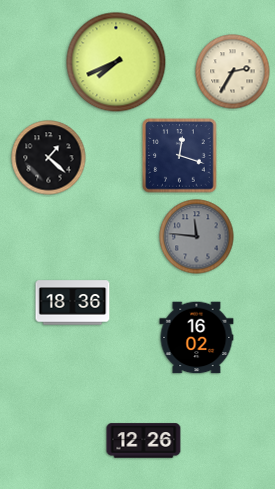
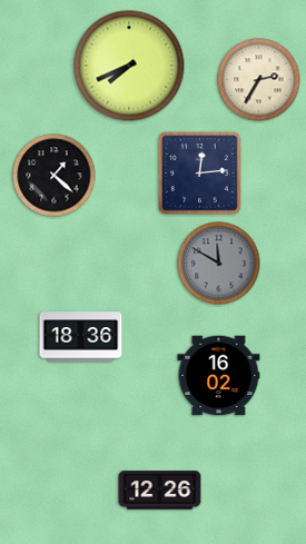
clock at (116, 62) position: (116, 62) -> (129, 66)
clock at (180, 156): 12:18 -> 12:14
clock at (197, 237): 11:46 -> 11:50
